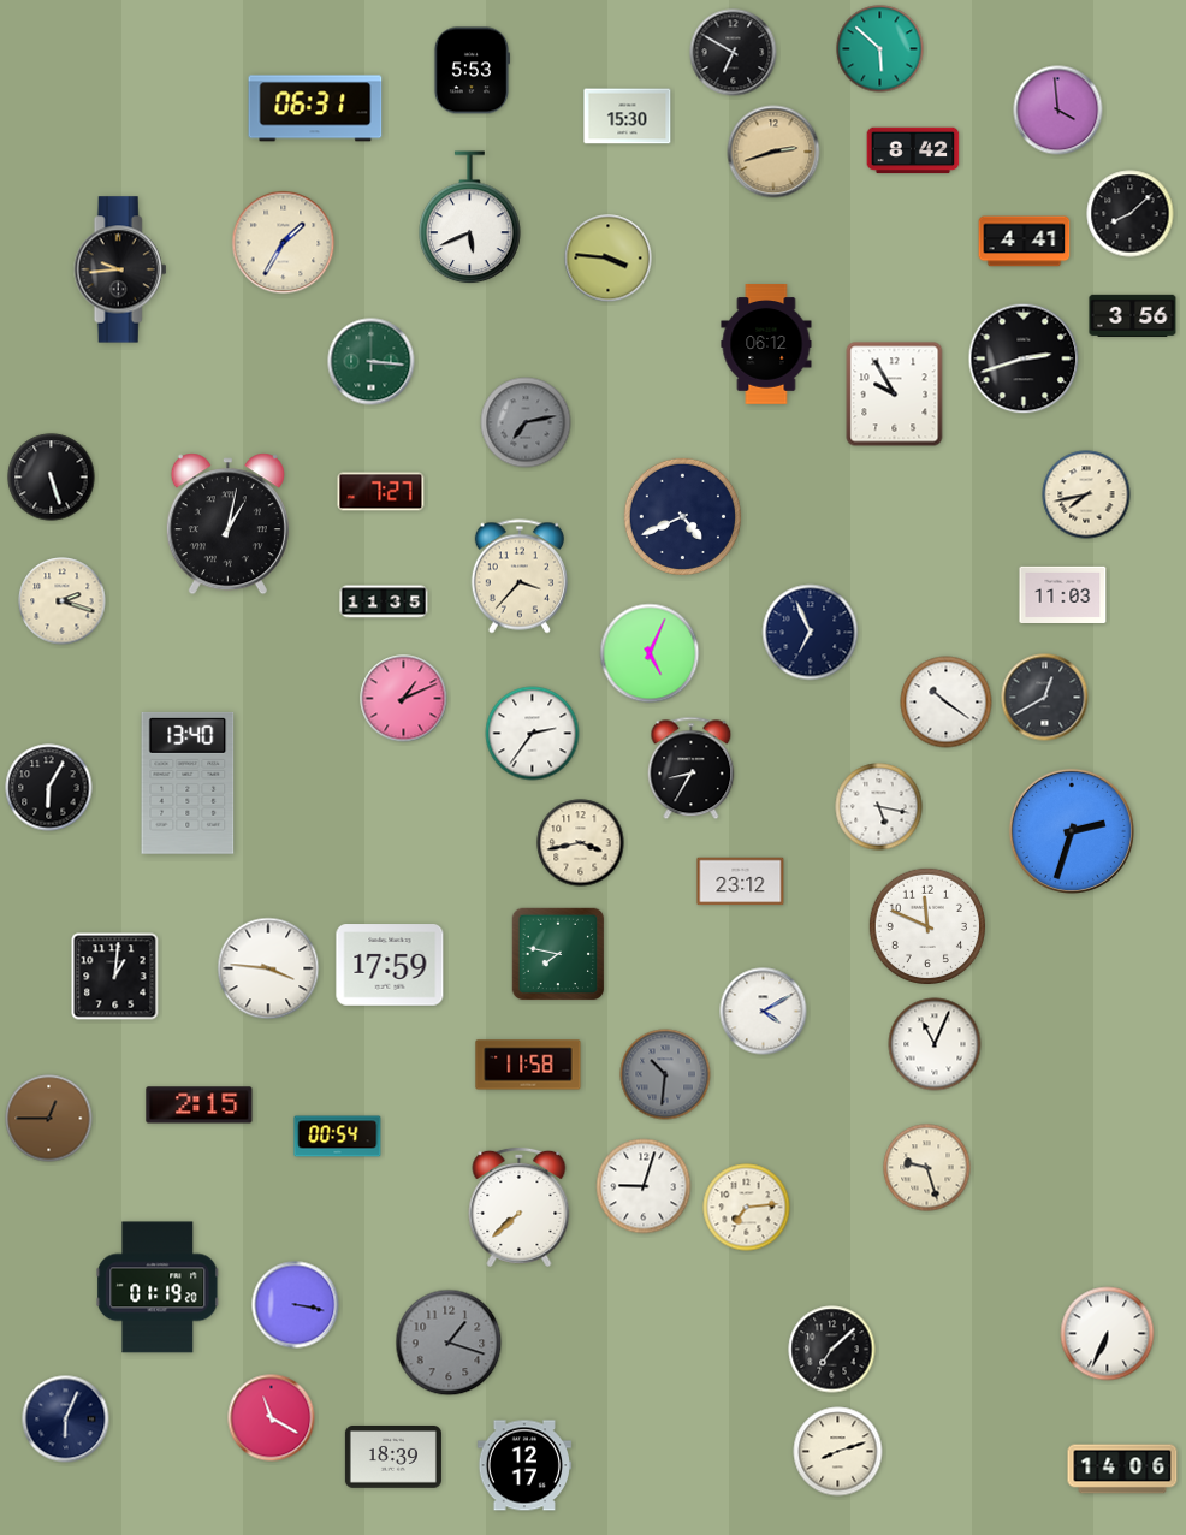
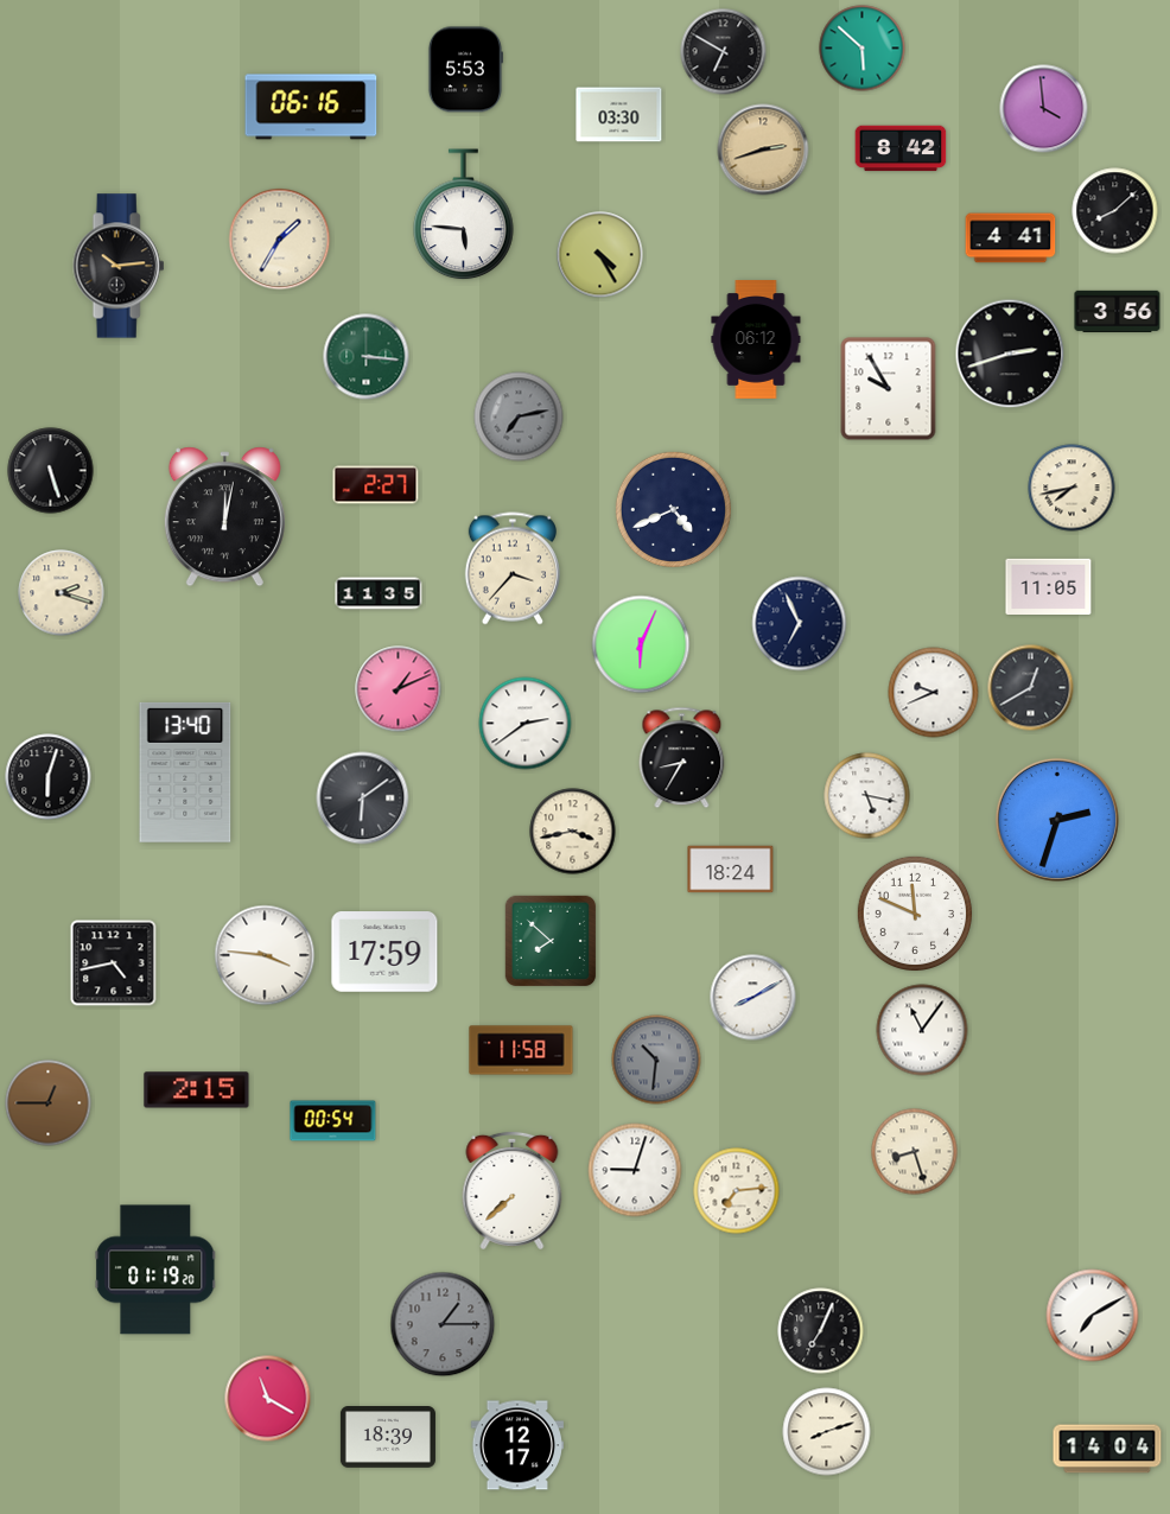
clock at (880, 49) position: (880, 49) -> (863, 49)
clock at (315, 108): 06:31 -> 06:16
clock at (628, 117): 15:30 -> 03:30
clock at (470, 218): 5:41 -> 5:46
clock at (609, 259): 3:46 -> 4:25
clock at (120, 269): 9:44 -> 10:14
clock at (895, 395) position: (895, 395) -> (889, 389)
clock at (381, 492): 7:27 -> 2:27
clock at (227, 524): 1:02 -> 12:02
clock at (1063, 594): 11:03 -> 11:05
clock at (650, 653): 5:04 -> 6:04
clock at (947, 703): 10:21 -> 9:41
clock at (533, 734): 2:36 -> 2:39
clock at (49, 788): 6:05 -> 6:03
clock at (363, 799): none -> 6:09
clock at (741, 882): 23:12 -> 18:24
clock at (558, 954): 7:47 -> 7:52
clock at (115, 977): 1:01 -> 4:43
clock at (764, 1012): 4:10 -> 8:10
clock at (935, 1044): 11:04 -> 11:06
clock at (927, 1168): 9:27 -> 8:27
clock at (296, 1305): 3:17 -> none
clock at (1108, 1334): 6:34 -> 7:10
clock at (449, 1343): 1:18 -> 1:15
clock at (832, 1350): 7:08 -> 7:04
clock at (66, 1420): 6:04 -> none
clock at (1122, 1469): 14:06 -> 14:04
